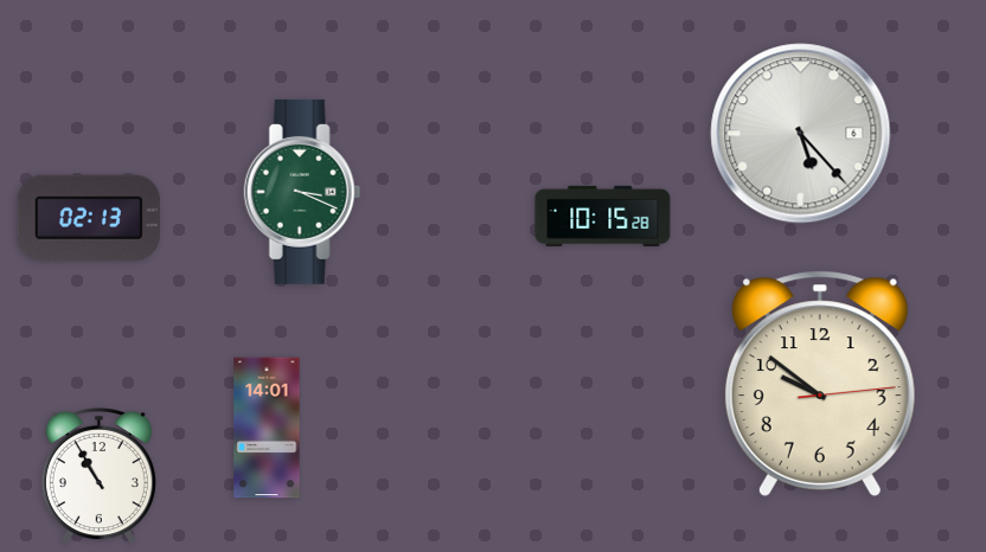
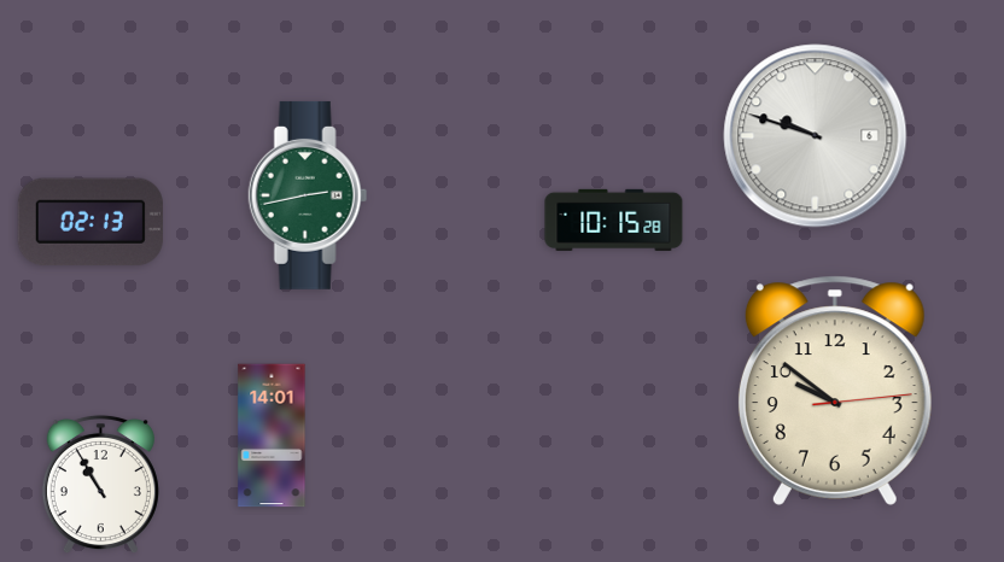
clock at (801, 134): 5:23 -> 9:48
clock at (302, 192): 3:19 -> 2:43
